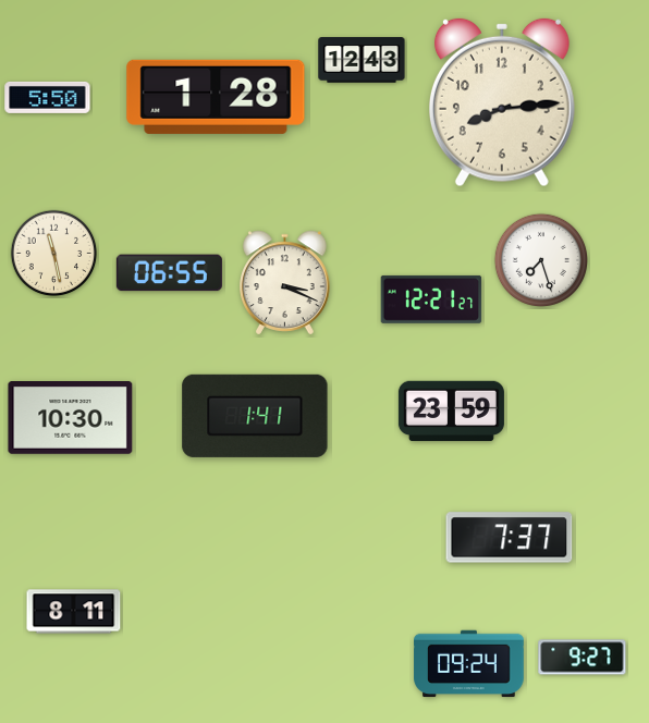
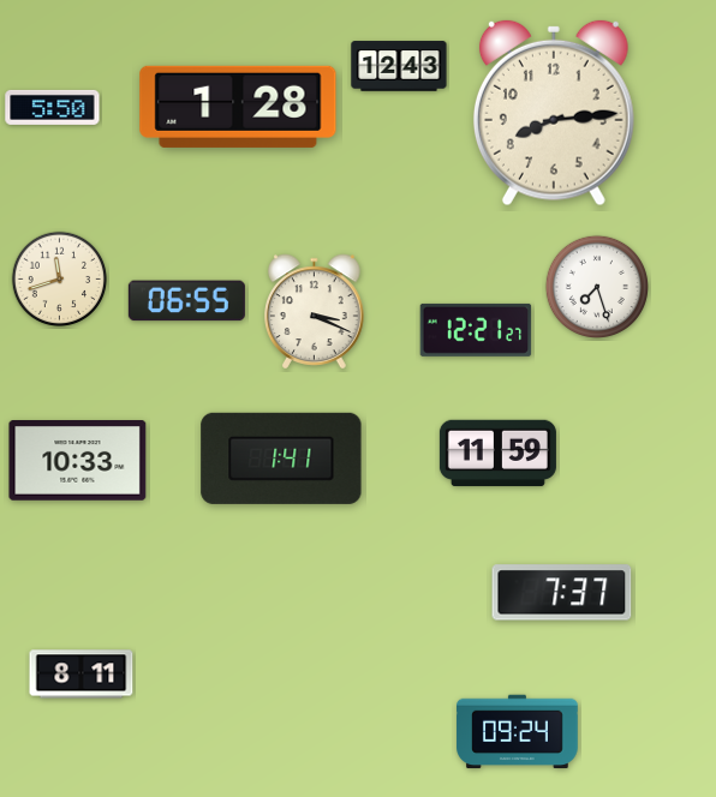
clock at (54, 254): 11:28 -> 11:42
clock at (451, 412): 23:59 -> 11:59
clock at (71, 418): 10:30 -> 10:33
clock at (583, 658): 9:27 -> none
